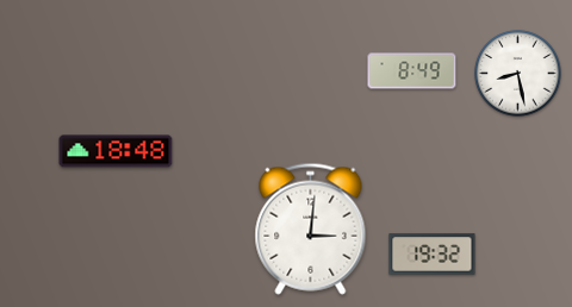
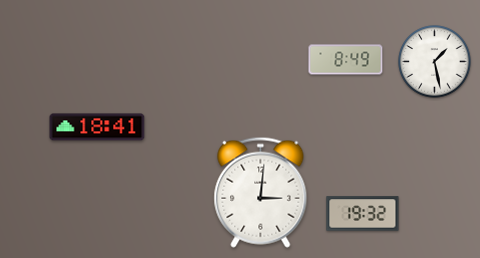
clock at (518, 74): 8:28 -> 1:28
clock at (116, 151): 18:48 -> 18:41
